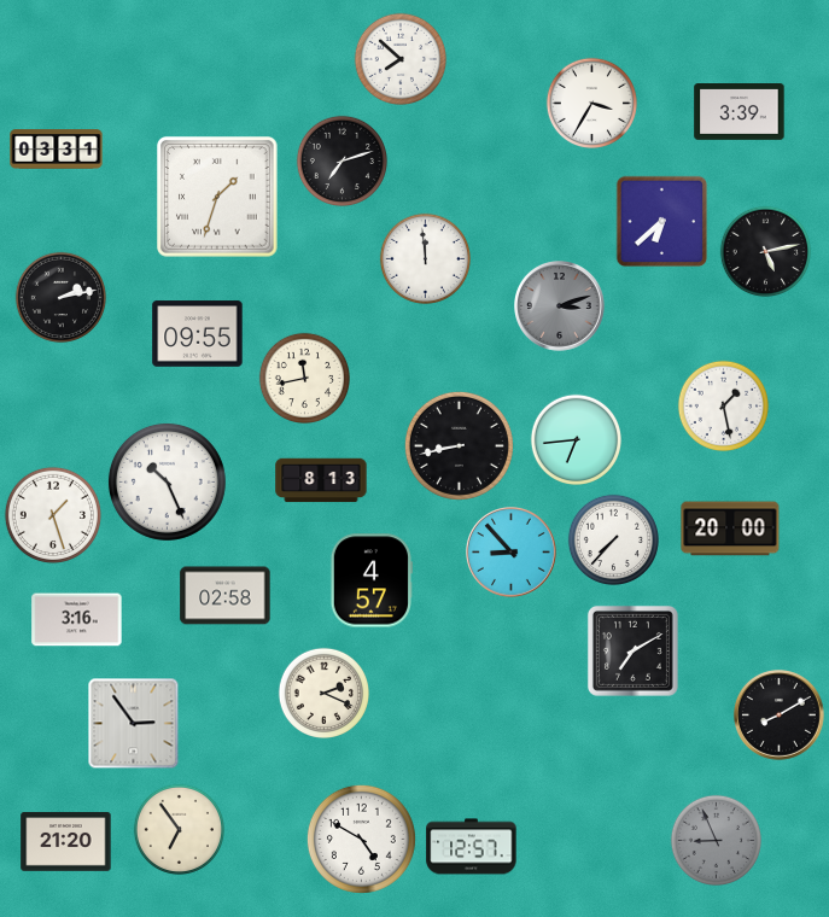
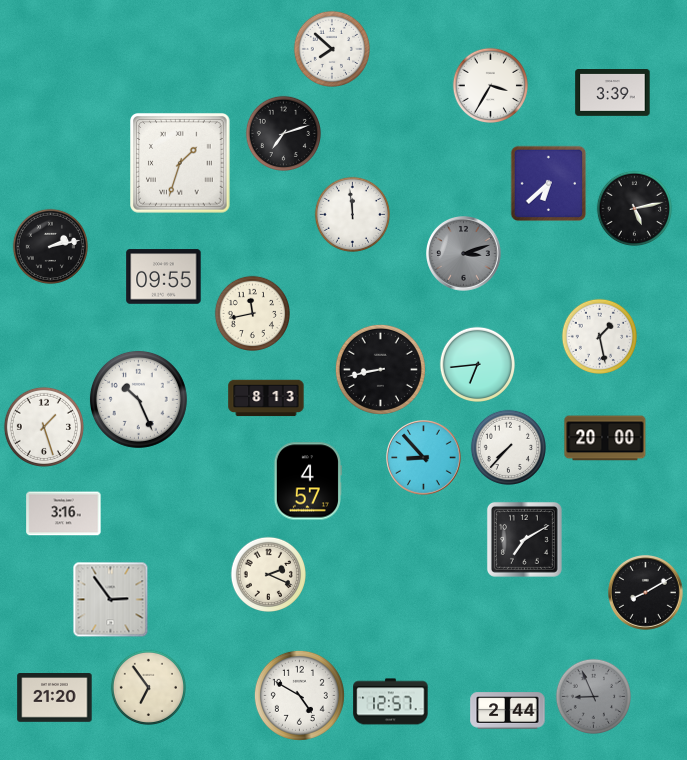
clock at (57, 150): 03:31 -> none
clock at (226, 596): 02:58 -> none
clock at (508, 711): none -> 2:44
